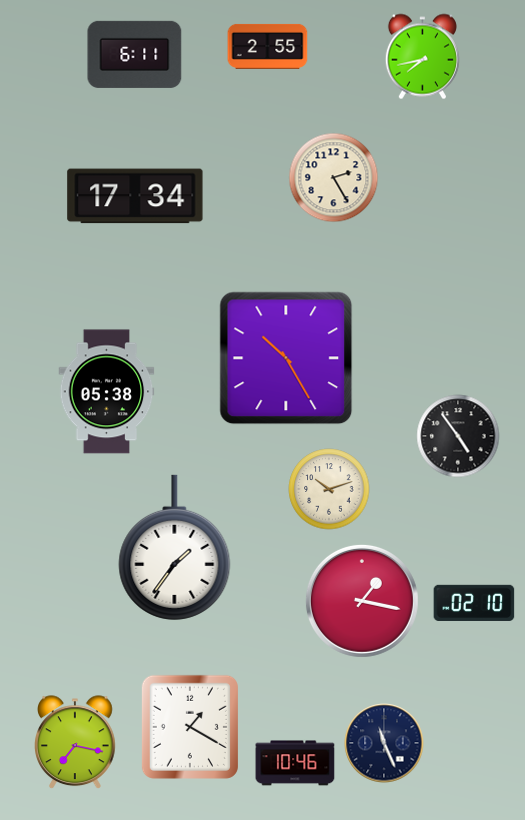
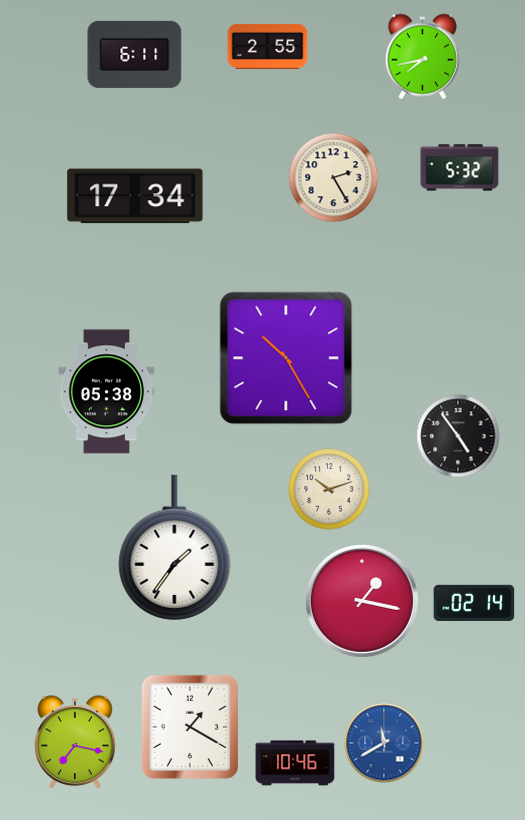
clock at (460, 168): none -> 5:32
clock at (474, 603): 02:10 -> 02:14
clock at (384, 743): 11:26 -> 11:40
clock at (384, 743) dial: navy -> blue
